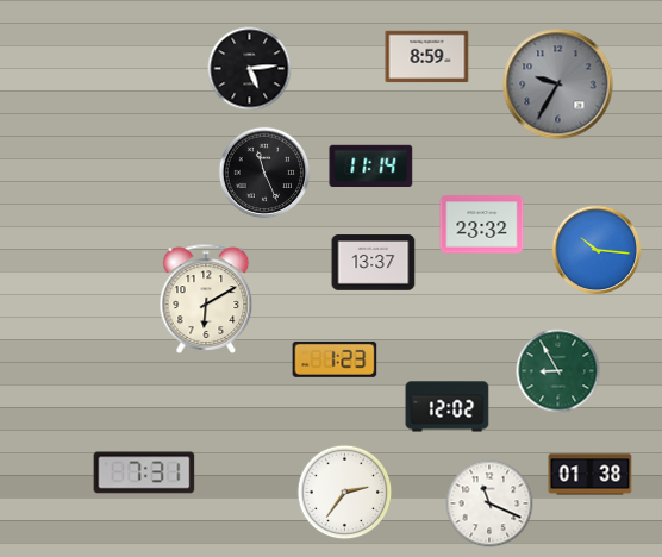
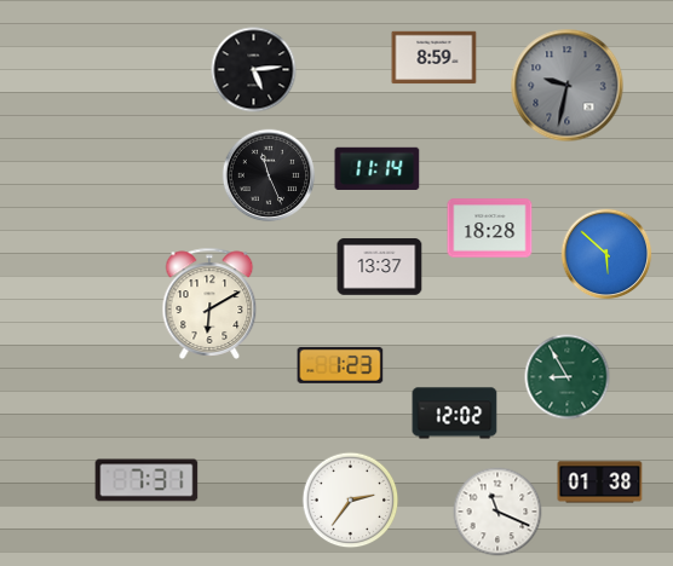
clock at (558, 85): 9:35 -> 9:32
clock at (482, 225): 23:32 -> 18:28
clock at (597, 250): 10:16 -> 5:52
